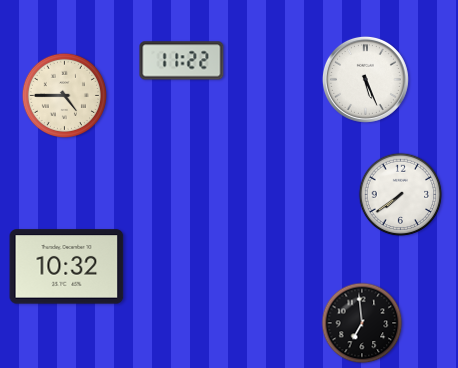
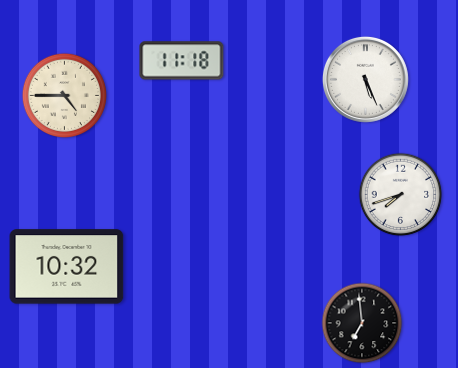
clock at (182, 61): 11:22 -> 11:18
clock at (401, 195): 7:39 -> 7:42
